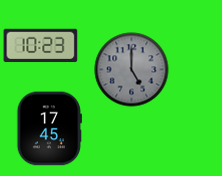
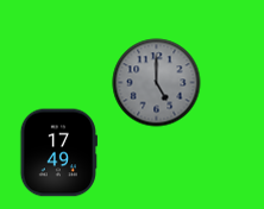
clock at (41, 46): 10:23 -> none
clock at (49, 129): 17:45 -> 17:49
